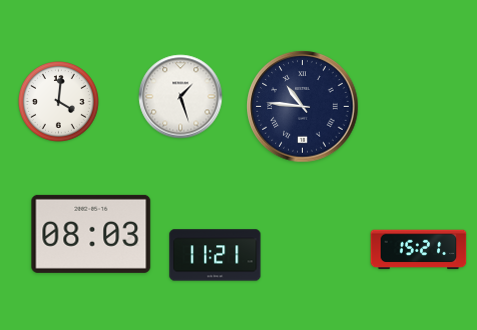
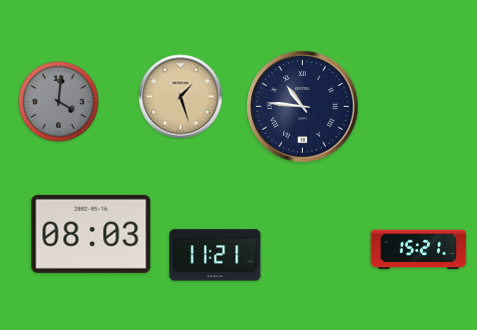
clock at (181, 97) dial: white -> champagne
clock at (59, 102) dial: white -> grey
